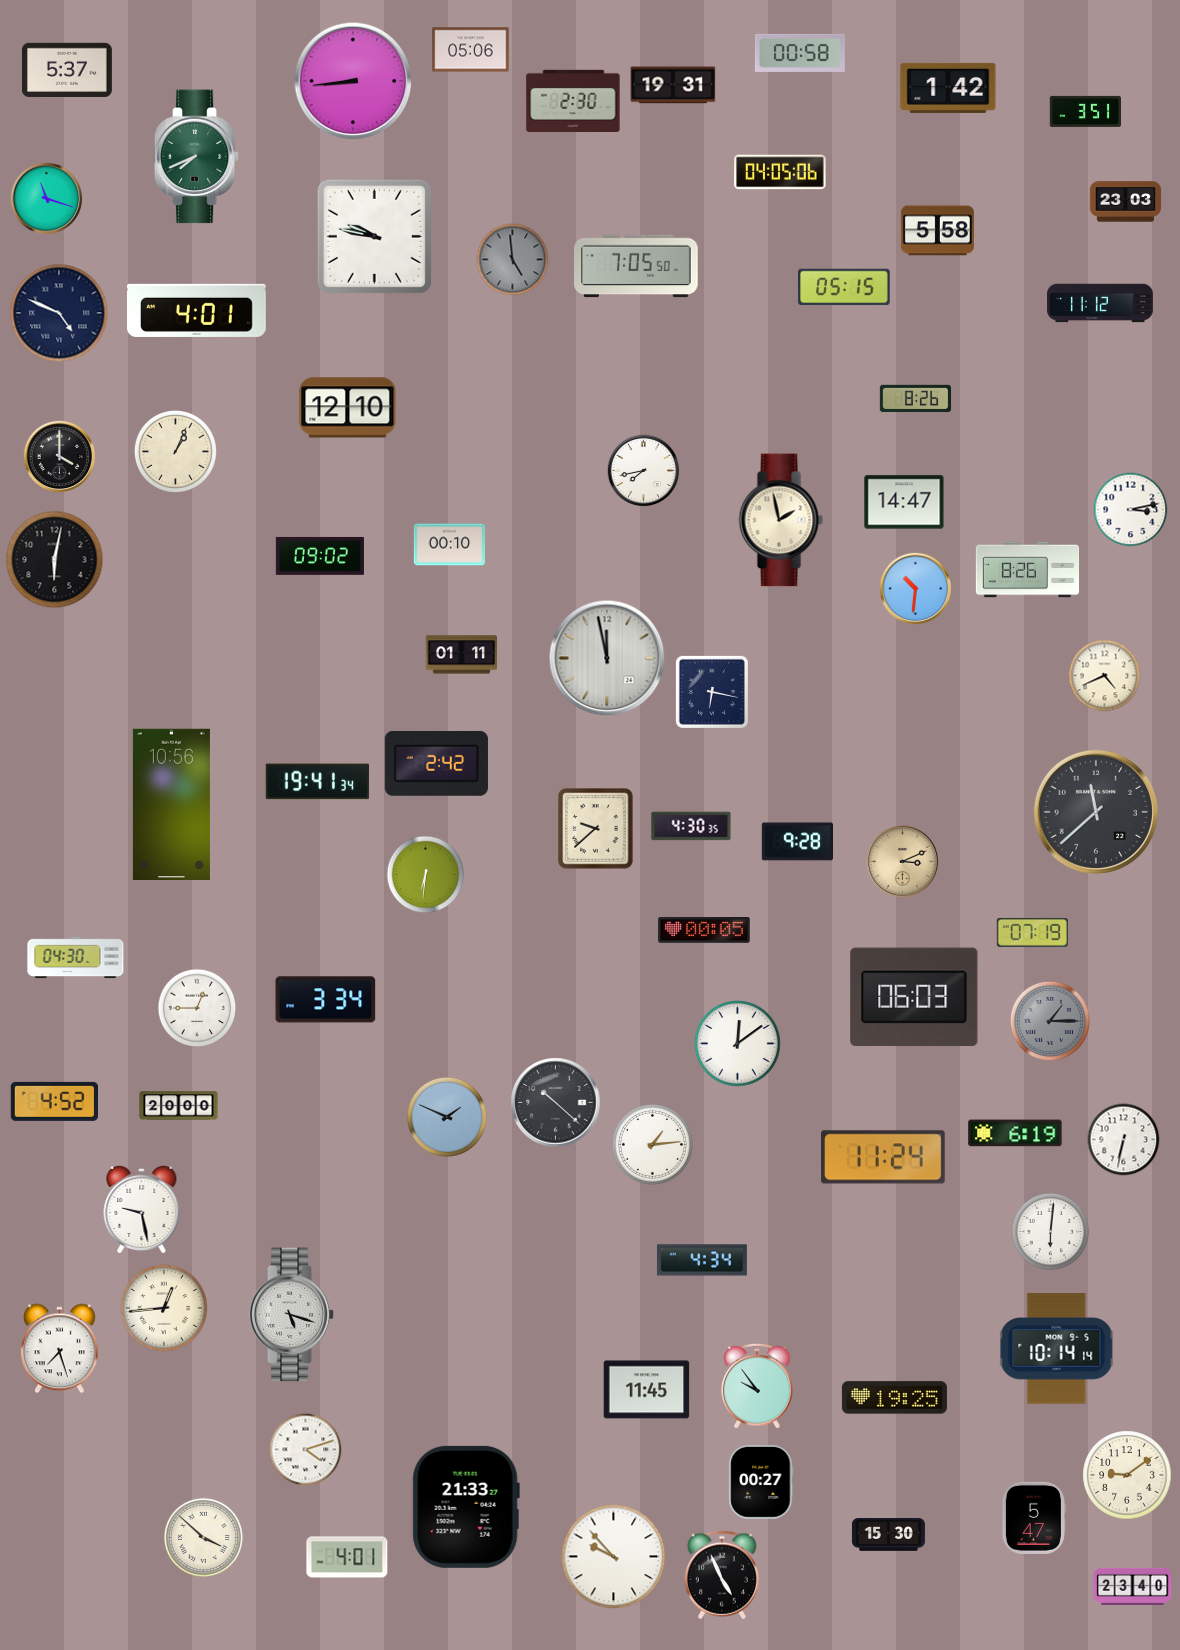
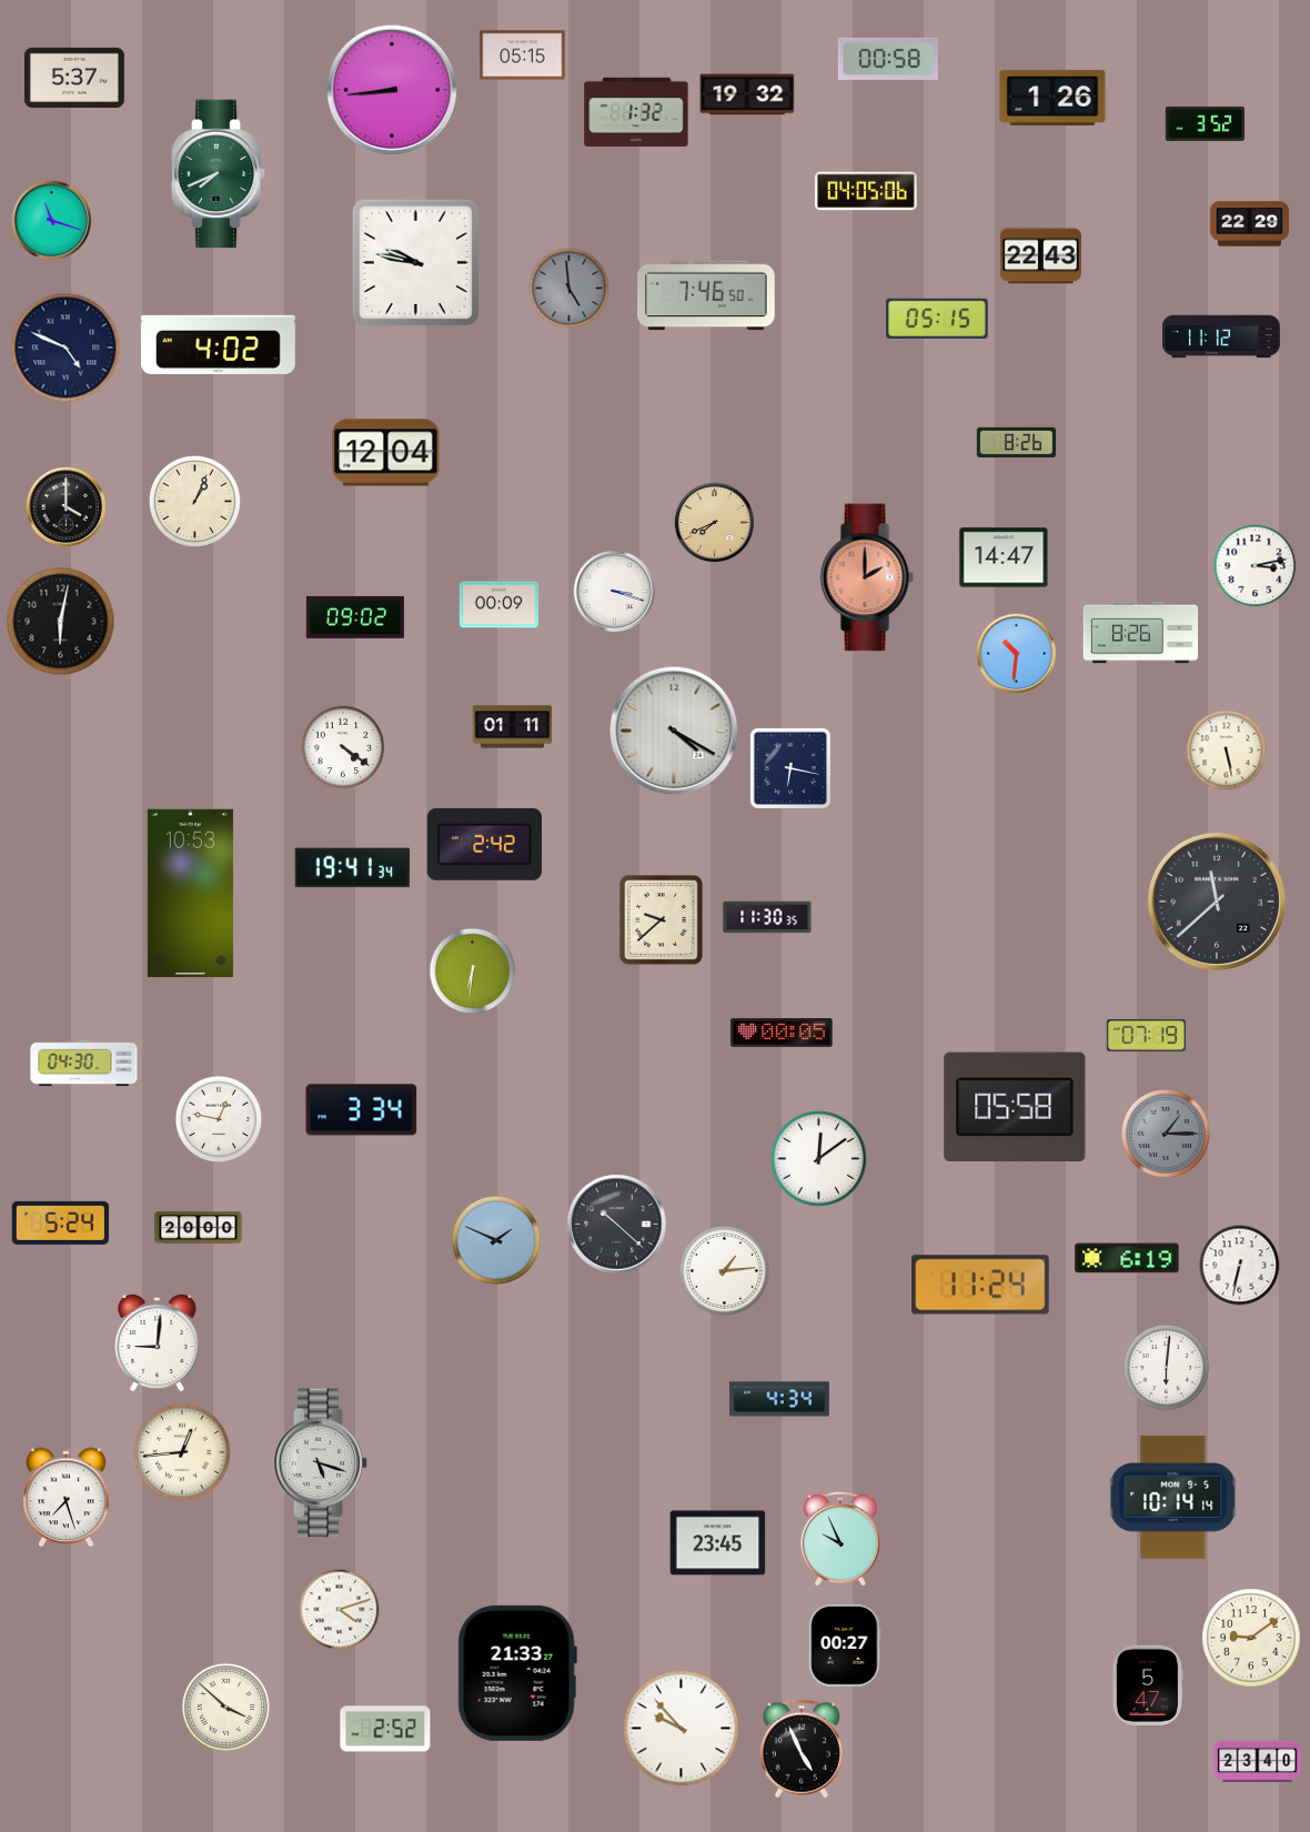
clock at (471, 50): 05:06 -> 05:15
clock at (673, 85): 19:31 -> 19:32
clock at (948, 88): 1:42 -> 1:26
clock at (573, 100): 2:30 -> 1:32
clock at (1085, 111): 3:51 -> 3:52
clock at (1126, 202): 23:03 -> 22:29
clock at (937, 231): 5:58 -> 22:43
clock at (636, 266): 7:05 -> 7:46
clock at (196, 310): 4:01 -> 4:02
clock at (348, 408): 12:10 -> 12:04
clock at (644, 471): 7:43 -> 7:41
clock at (644, 471) dial: white -> champagne
clock at (781, 520): 1:58 -> 2:00
clock at (781, 520) dial: cream -> salmon
clock at (614, 591): none -> 3:18
clock at (450, 545): 00:10 -> 00:09
clock at (607, 658): 11:58 -> 4:20
clock at (343, 747): none -> 4:21
clock at (1105, 676): 4:41 -> 5:28
clock at (436, 763) position: (436, 763) -> (484, 844)
clock at (171, 804): 10:56 -> 10:53
clock at (691, 826): 4:30 -> 11:30
clock at (797, 842): 9:28 -> none
clock at (903, 862): 3:11 -> none
clock at (914, 997): 06:03 -> 05:58
clock at (197, 1008): 12:45 -> 12:47
clock at (54, 1101): 4:52 -> 5:24
clock at (1124, 1140) position: (1124, 1140) -> (1240, 1266)
clock at (142, 1208): 9:28 -> 9:01
clock at (292, 1315) position: (292, 1315) -> (321, 1463)
clock at (758, 1386): 9:54 -> 9:56
clock at (647, 1390): 11:45 -> 23:45
clock at (894, 1398): 19:25 -> none
clock at (888, 1535): 15:30 -> none
clock at (347, 1557): 4:01 -> 2:52
